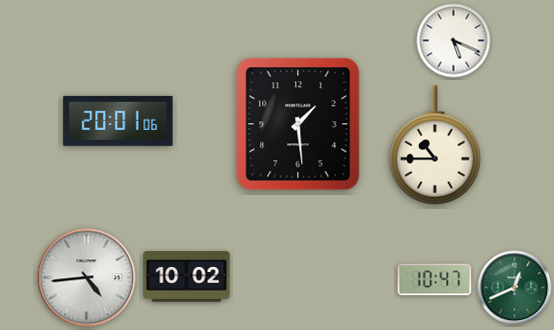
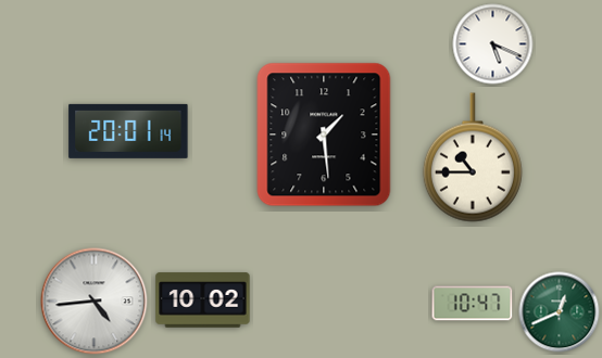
clock at (118, 121): 20:01:06 -> 20:01:14
